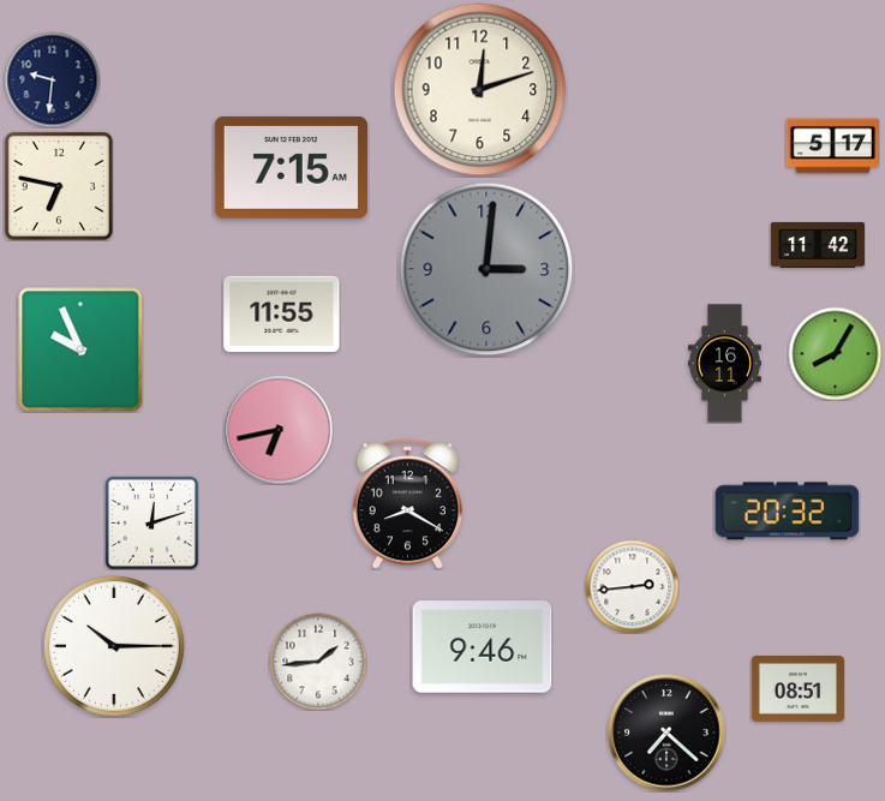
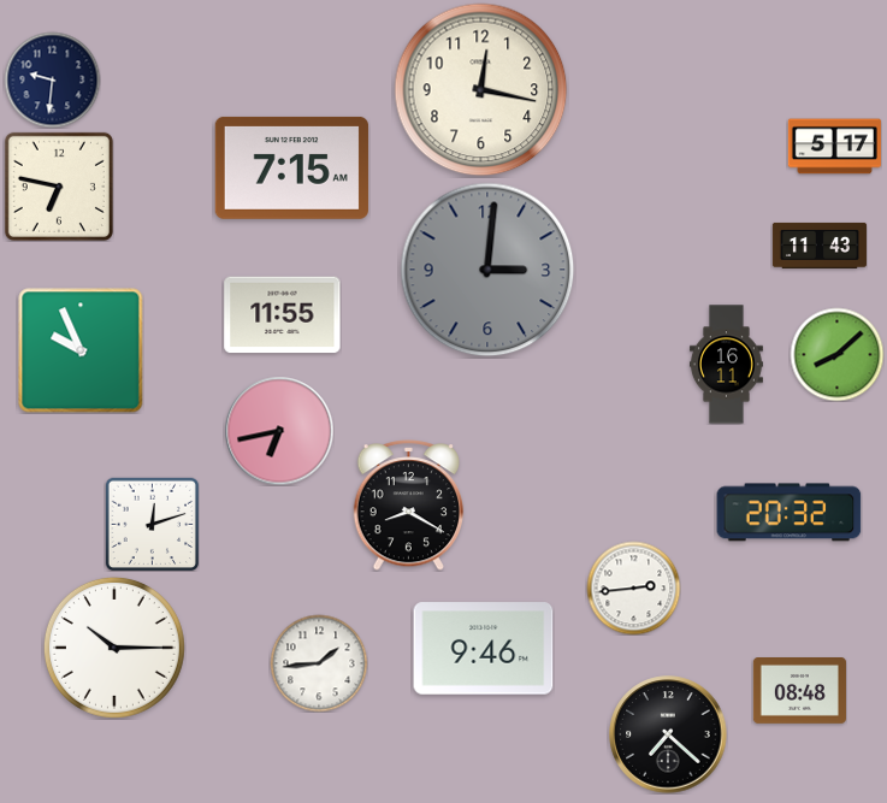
clock at (480, 90): 12:12 -> 12:17
clock at (818, 245): 11:42 -> 11:43
clock at (835, 353): 8:05 -> 8:08
clock at (797, 689): 08:51 -> 08:48
